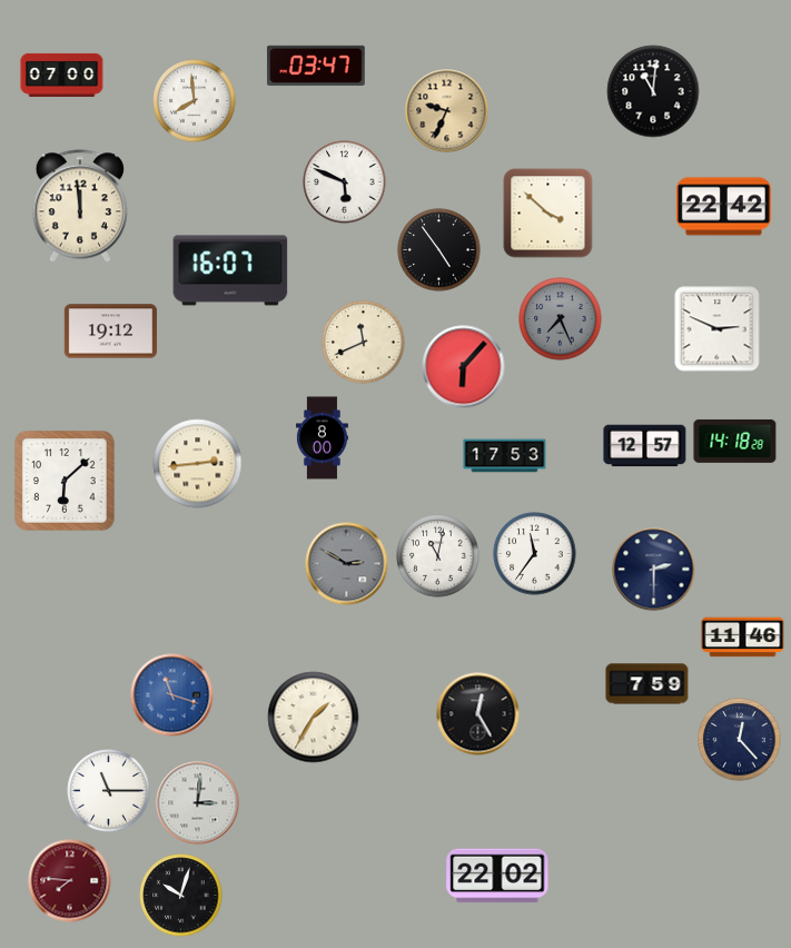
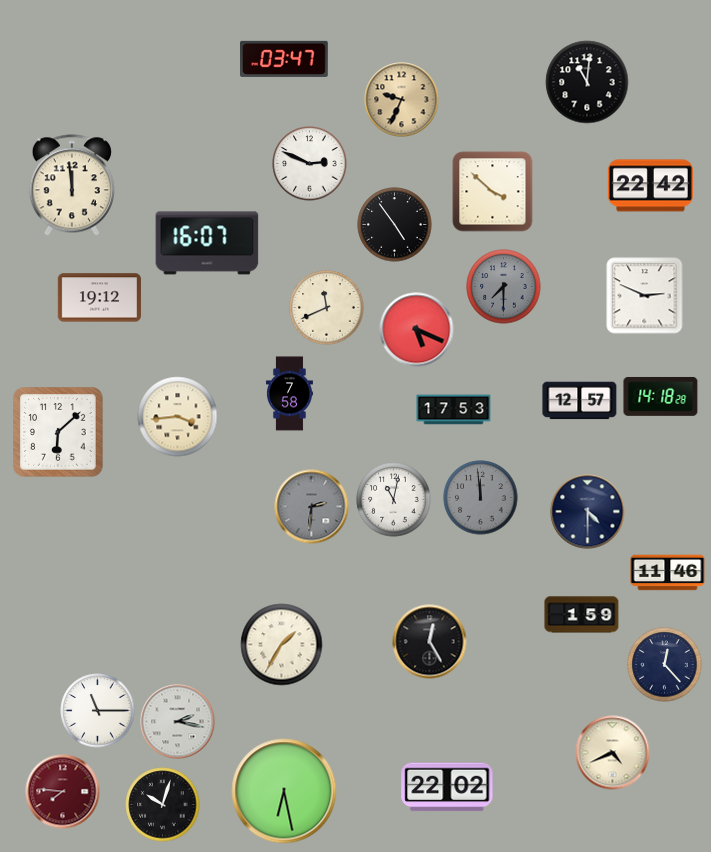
clock at (62, 75): 07:00 -> none
clock at (195, 101): 7:59 -> none
clock at (345, 182): 5:49 -> 2:49
clock at (561, 319): 7:26 -> 7:30
clock at (464, 367): 6:07 -> 5:19
clock at (322, 438): 8:00 -> 7:58
clock at (198, 464): 2:44 -> 3:44
clock at (535, 554): 11:36 -> 11:59
clock at (535, 554) dial: white -> grey
clock at (347, 564): 2:50 -> 2:31
clock at (654, 570): 2:30 -> 4:30
clock at (647, 684): 7:59 -> 1:59
clock at (172, 695): 11:18 -> none
clock at (198, 803): 3:01 -> 2:17
clock at (613, 753): none -> 4:41
clock at (284, 791): none -> 6:28
